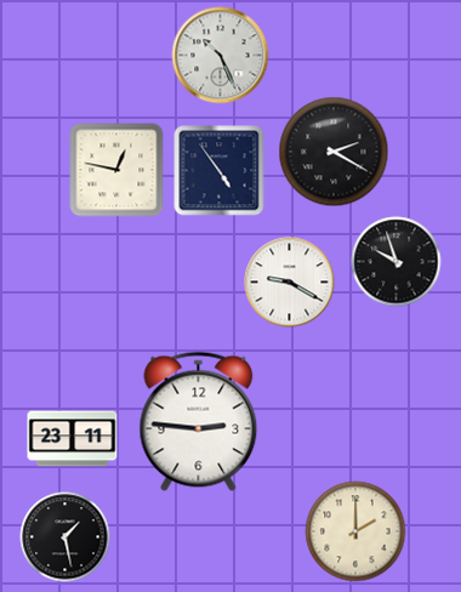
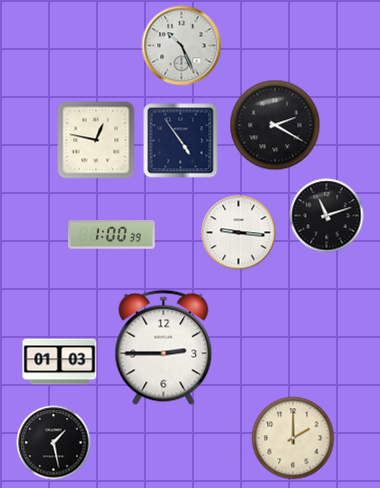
clock at (397, 262): 9:57 -> 11:12
clock at (290, 283): 9:20 -> 9:16
clock at (112, 235): none -> 1:00
clock at (199, 422): 2:46 -> 2:45
clock at (73, 439): 23:11 -> 01:03
